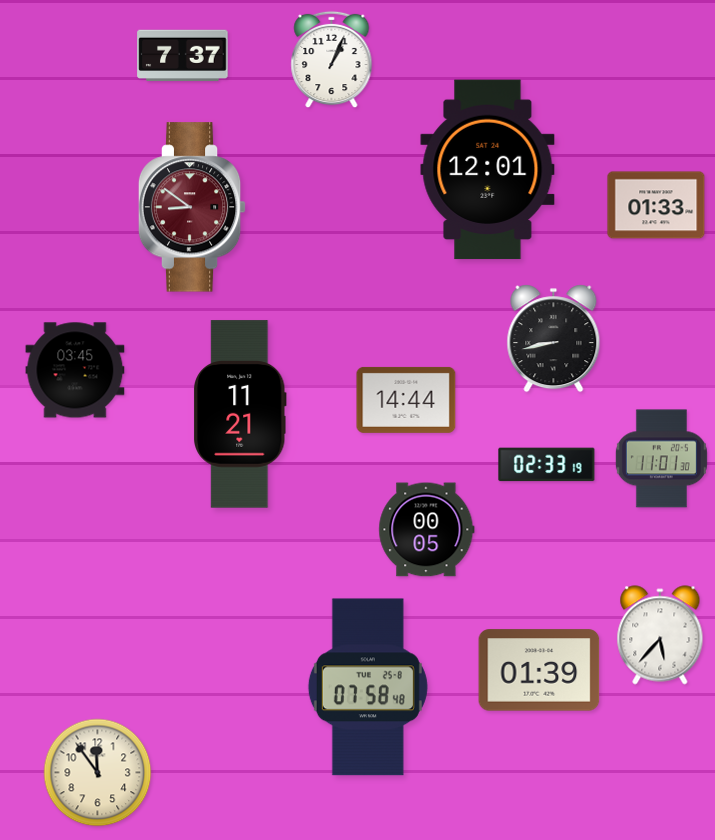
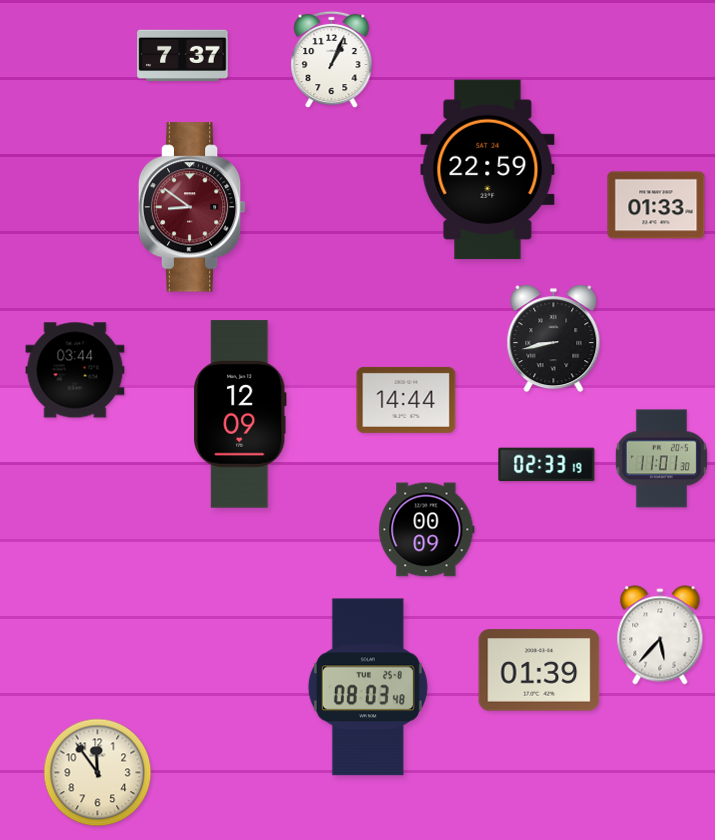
clock at (488, 170): 12:01 -> 22:59
clock at (75, 370): 03:45 -> 03:44
clock at (241, 414): 11:21 -> 12:09
clock at (427, 530): 00:05 -> 00:09
clock at (368, 687): 07:58 -> 08:03
